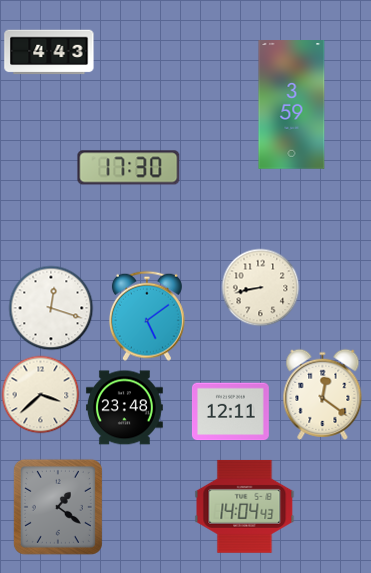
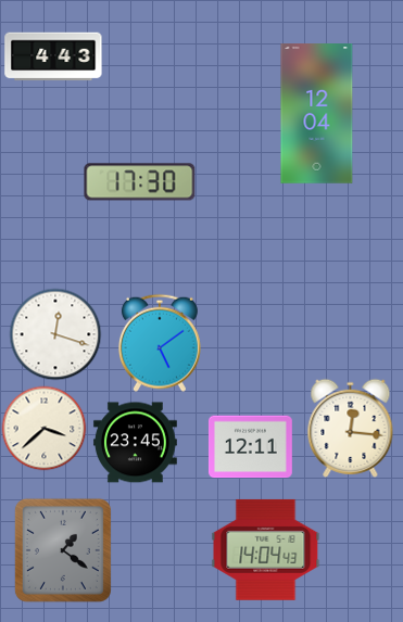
clock at (292, 105): 3:59 -> 12:04
clock at (260, 287): 8:43 -> none
clock at (323, 394): 12:21 -> 12:16
clock at (124, 408): 23:48 -> 23:45
